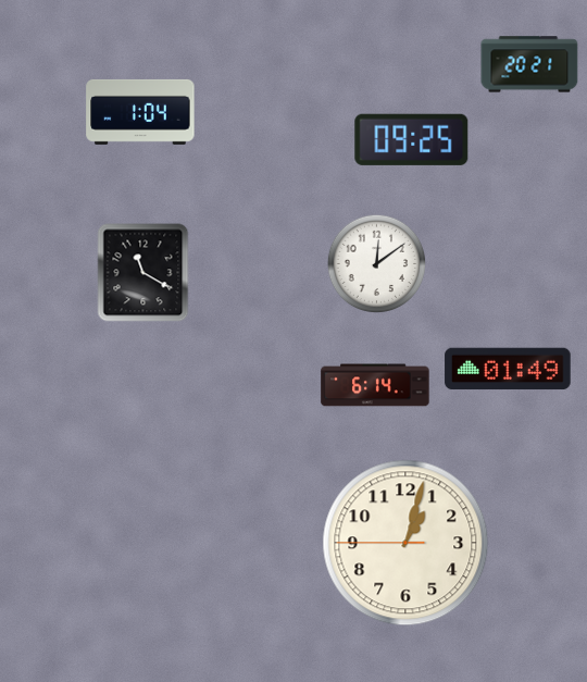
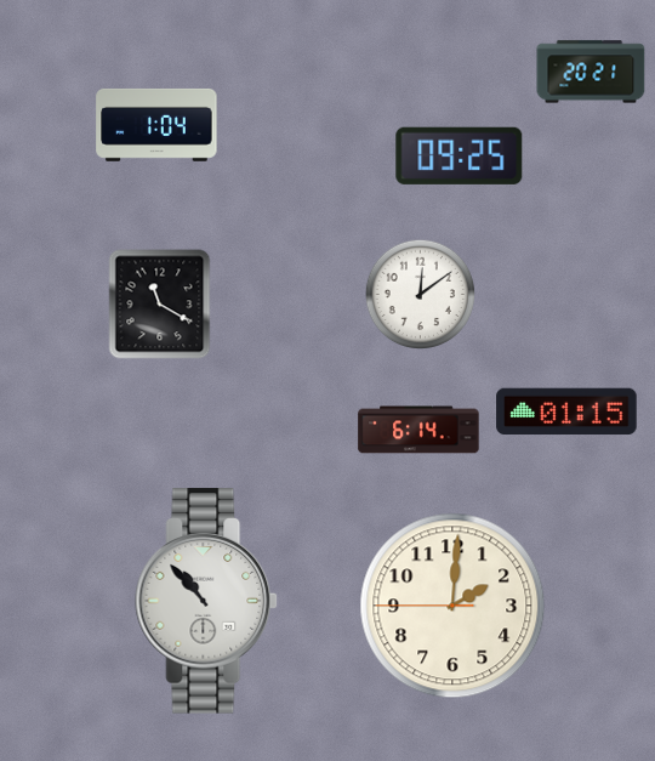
clock at (508, 369): 01:49 -> 01:15
clock at (207, 601): none -> 10:53
clock at (405, 543): 1:02 -> 2:00
